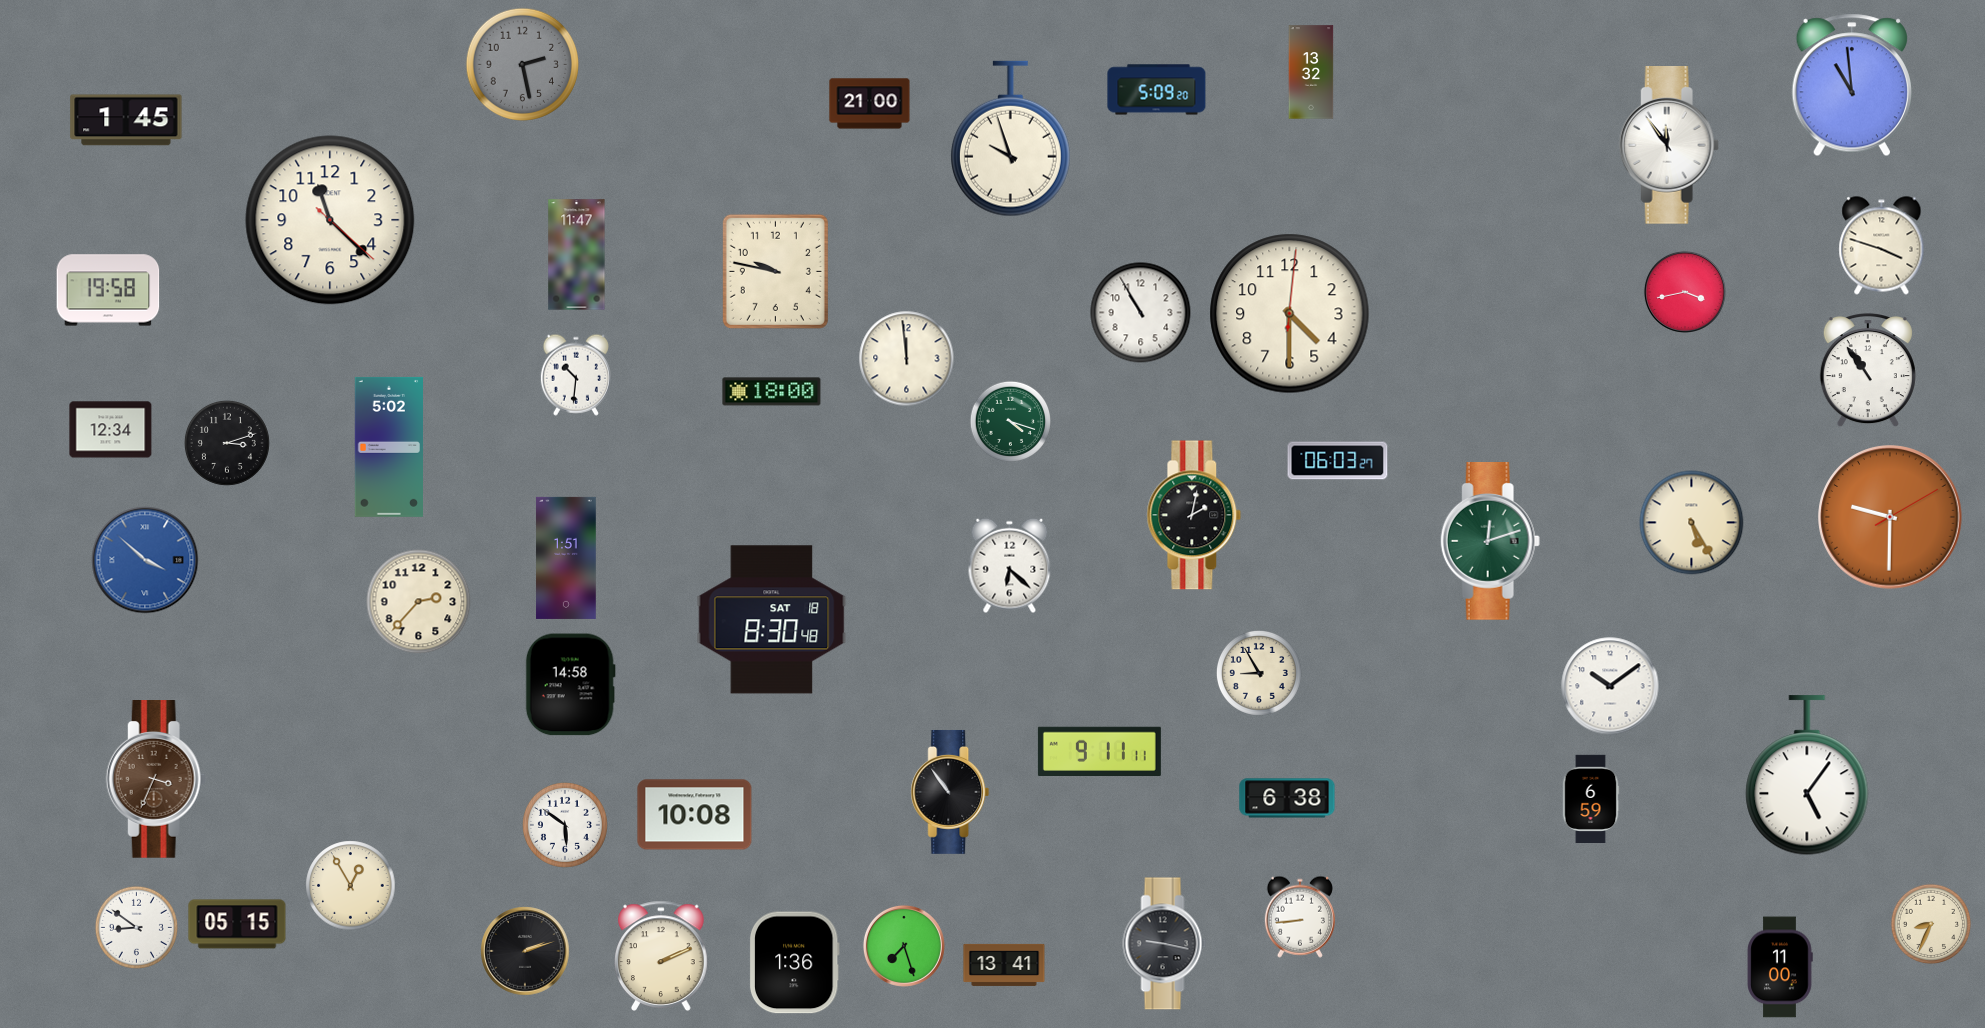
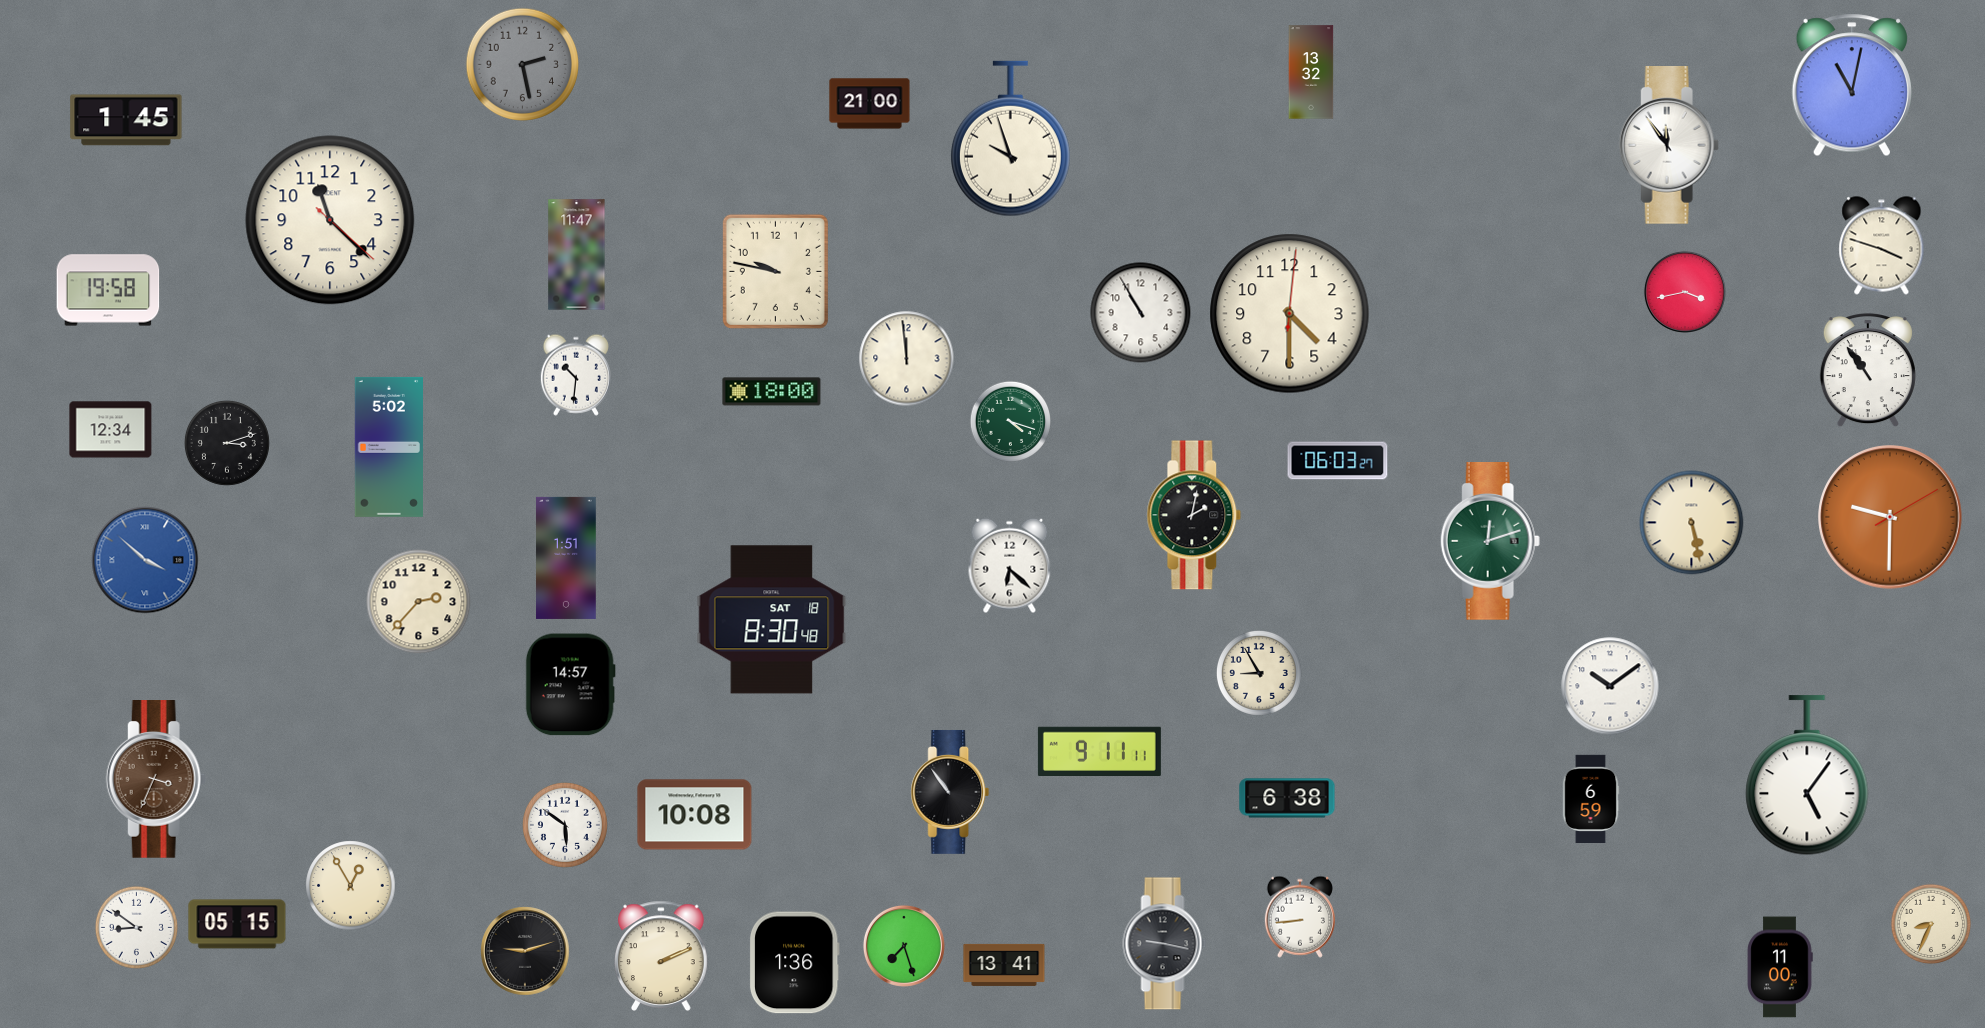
clock at (1852, 85): 10:59 -> 11:02
clock at (1157, 90): 5:09 -> none
clock at (1692, 523): 5:25 -> 5:28
clock at (570, 685): 14:58 -> 14:57
clock at (525, 951): 2:12 -> 9:12
